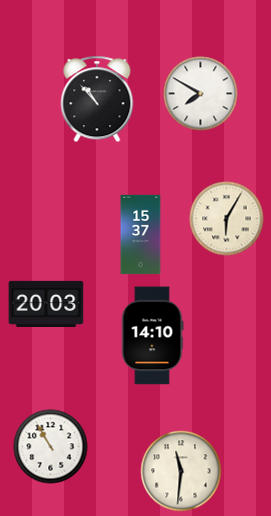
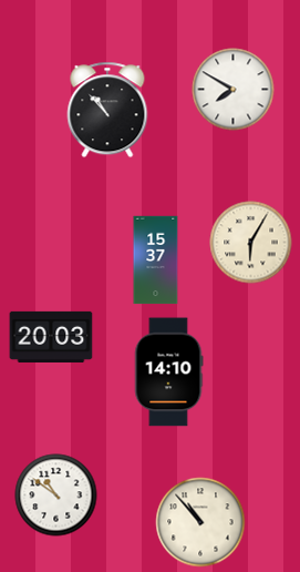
clock at (201, 94) position: (201, 94) -> (234, 90)
clock at (51, 447): 10:55 -> 10:51
clock at (181, 471): 11:31 -> 10:53
